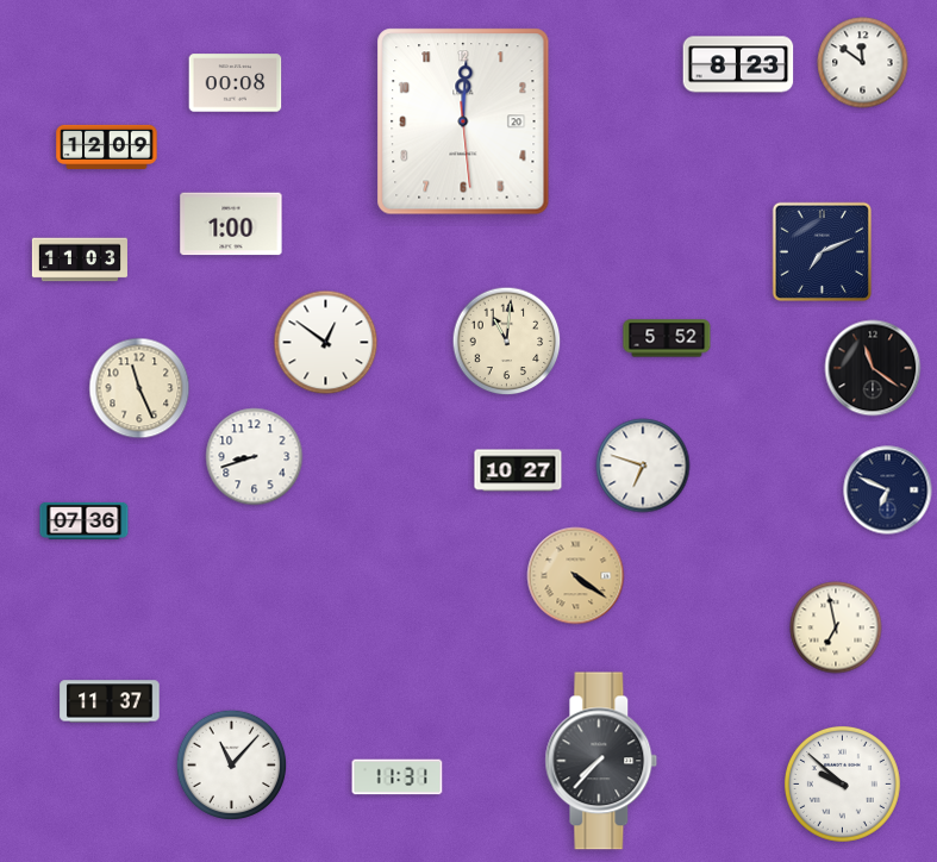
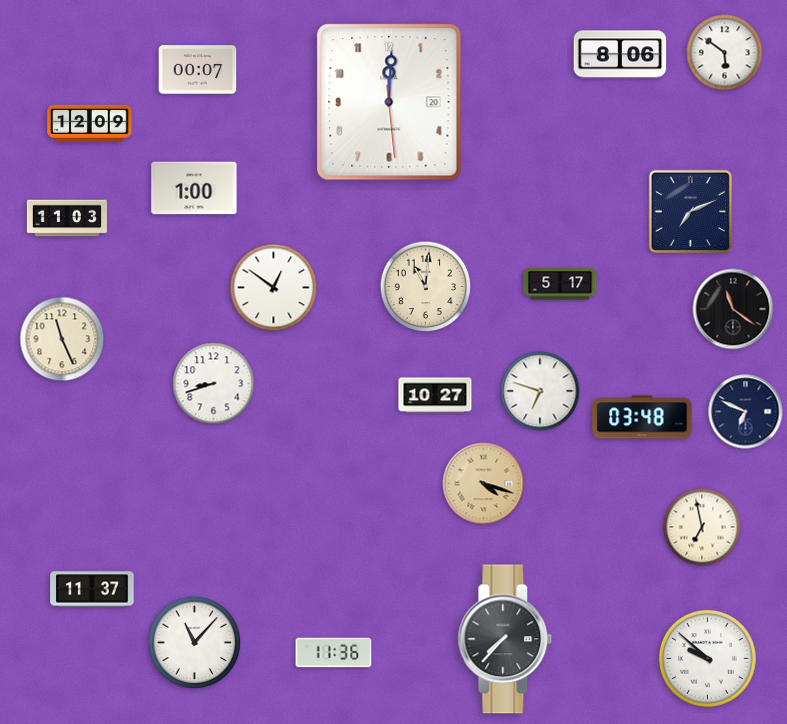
clock at (863, 63): 11:51 -> 5:51
clock at (738, 64): 8:23 -> 8:06
clock at (236, 83): 00:08 -> 00:07
clock at (667, 338): 5:52 -> 5:17
clock at (139, 388) position: (139, 388) -> (62, 339)
clock at (642, 417): none -> 03:48
clock at (85, 520): 07:36 -> none
clock at (576, 576): 4:21 -> 4:18
clock at (398, 777): 11:31 -> 11:36
